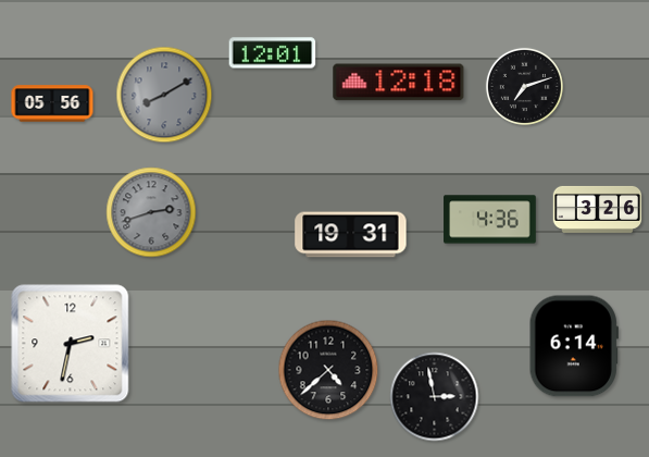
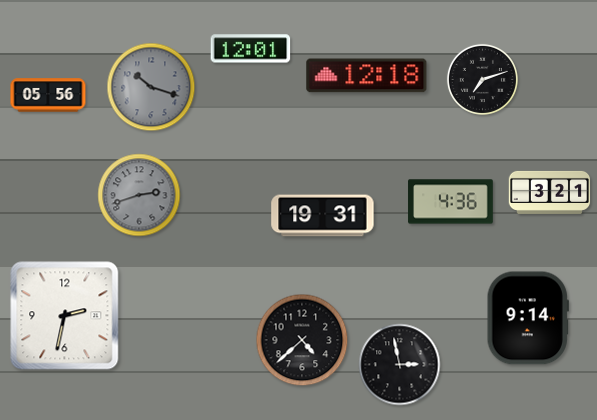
clock at (164, 95): 8:10 -> 10:18
clock at (598, 209): 3:26 -> 3:21
clock at (574, 346): 6:14 -> 9:14
